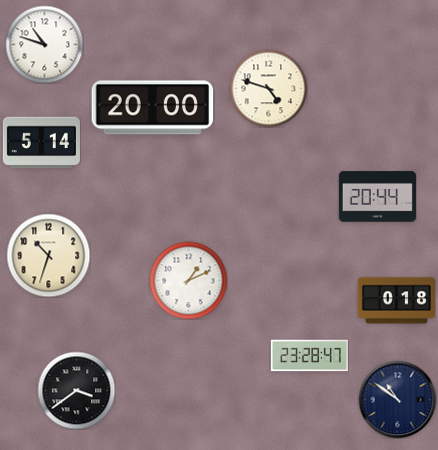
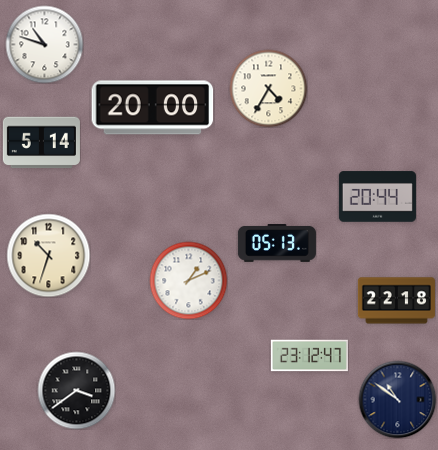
clock at (268, 88): 4:48 -> 4:35
clock at (277, 244): none -> 05:13
clock at (396, 301): 0:18 -> 22:18
clock at (309, 356): 23:28 -> 23:12
